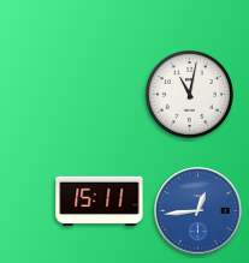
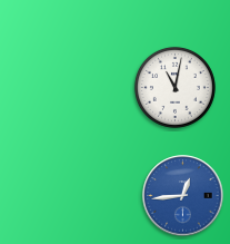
clock at (100, 202): 15:11 -> none
